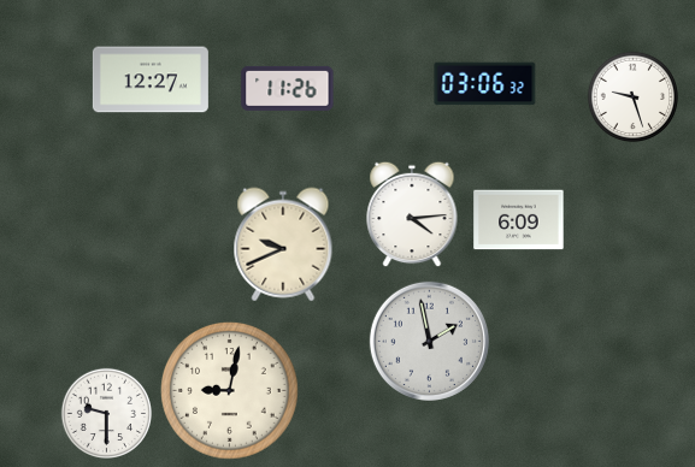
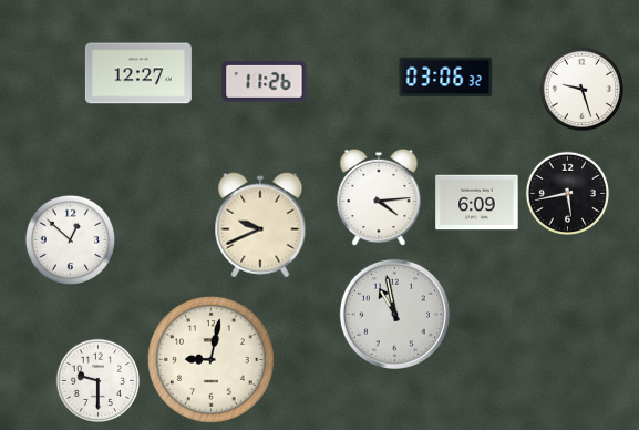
clock at (567, 193): none -> 5:43
clock at (70, 239): none -> 12:52
clock at (429, 341): 1:58 -> 10:58
